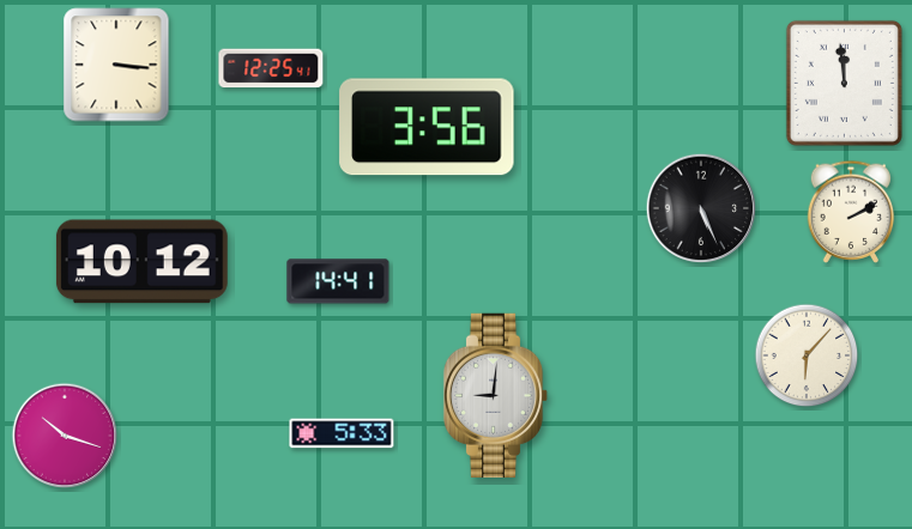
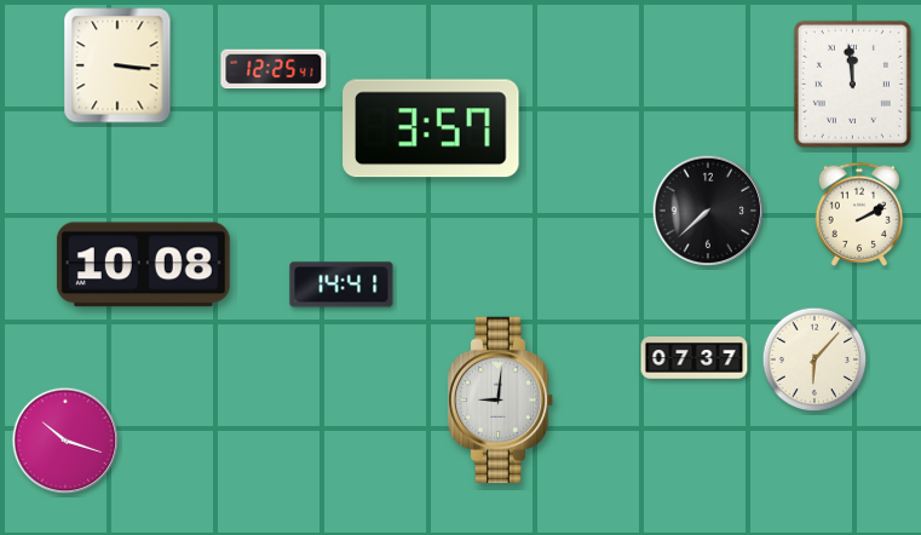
clock at (427, 127): 3:56 -> 3:57
clock at (701, 208): 5:26 -> 7:38
clock at (141, 262): 10:12 -> 10:08
clock at (695, 358): none -> 07:37
clock at (342, 433): 5:33 -> none
